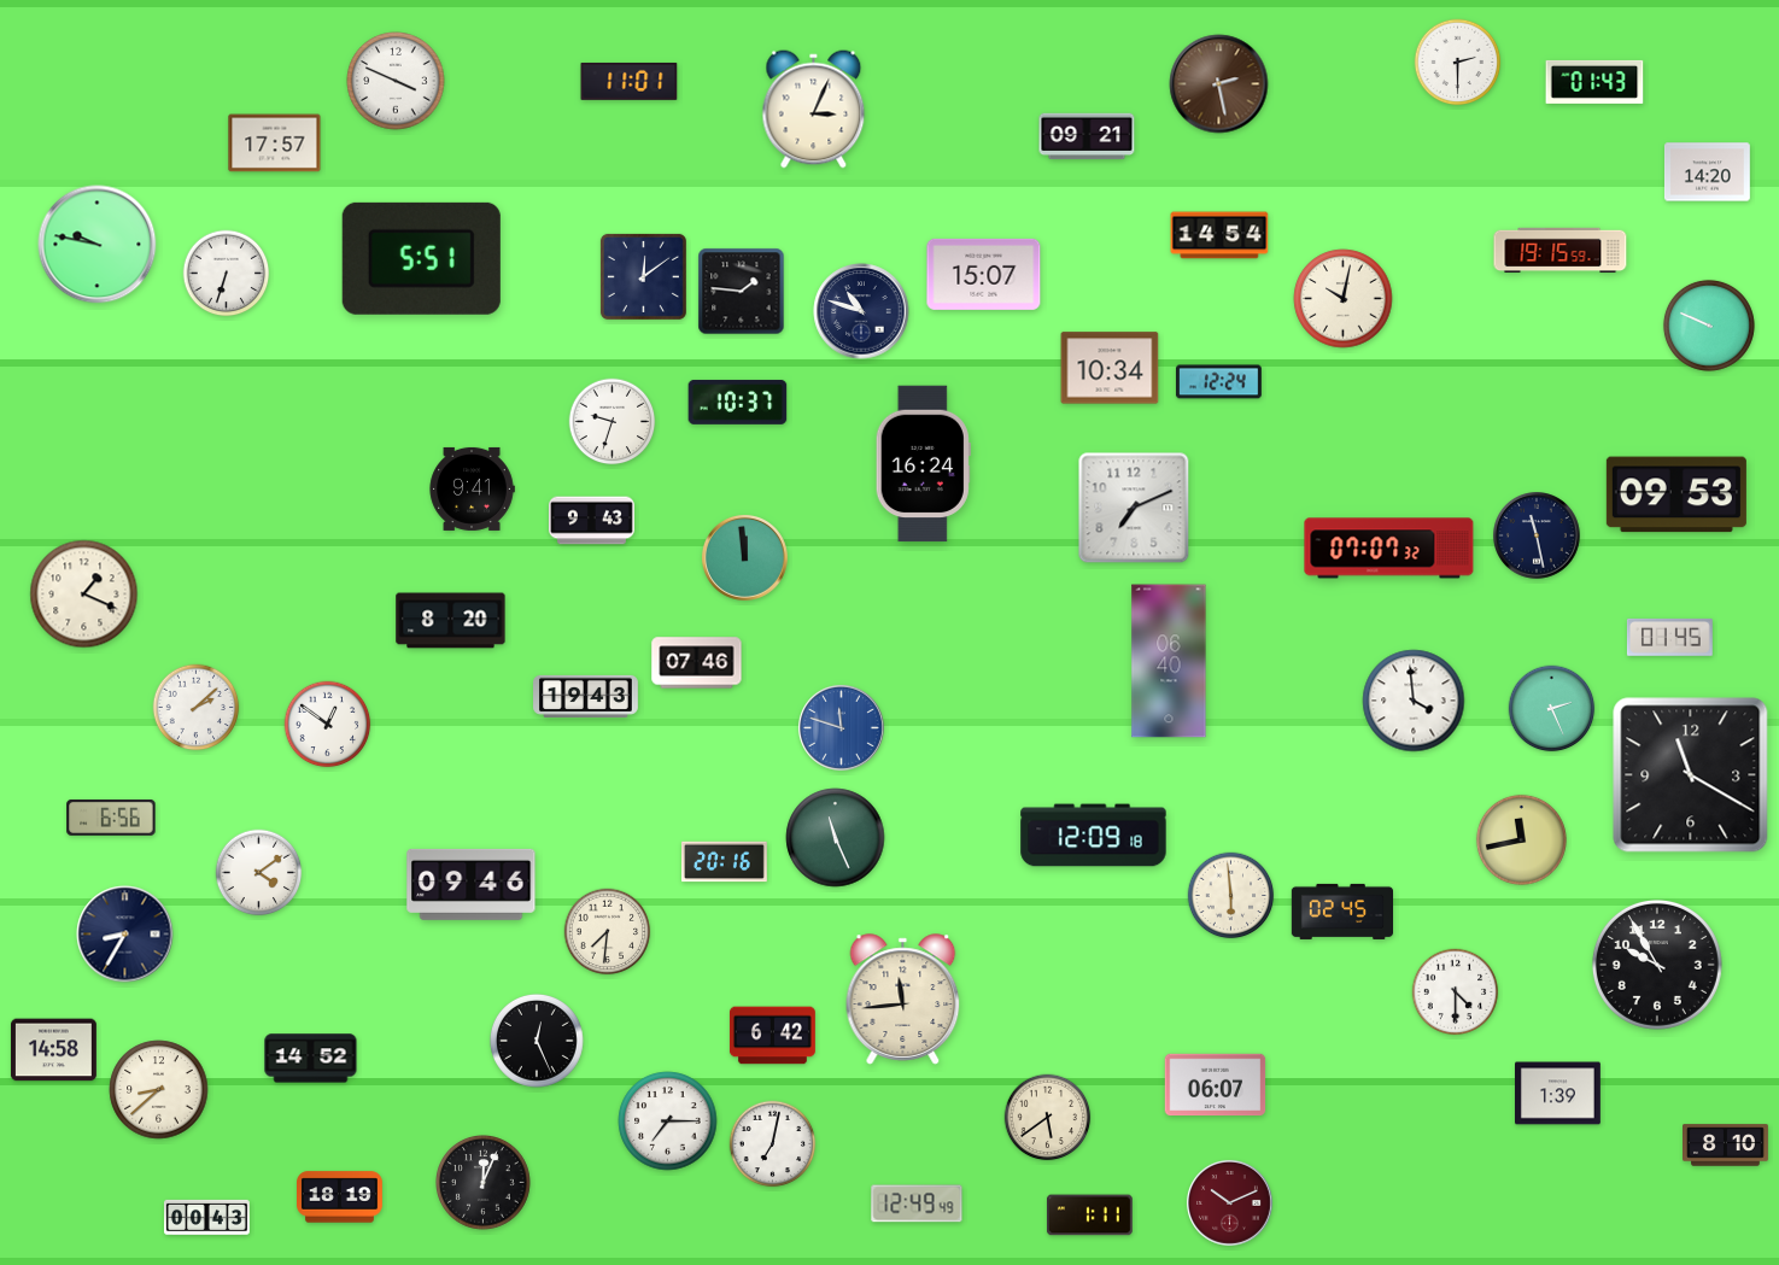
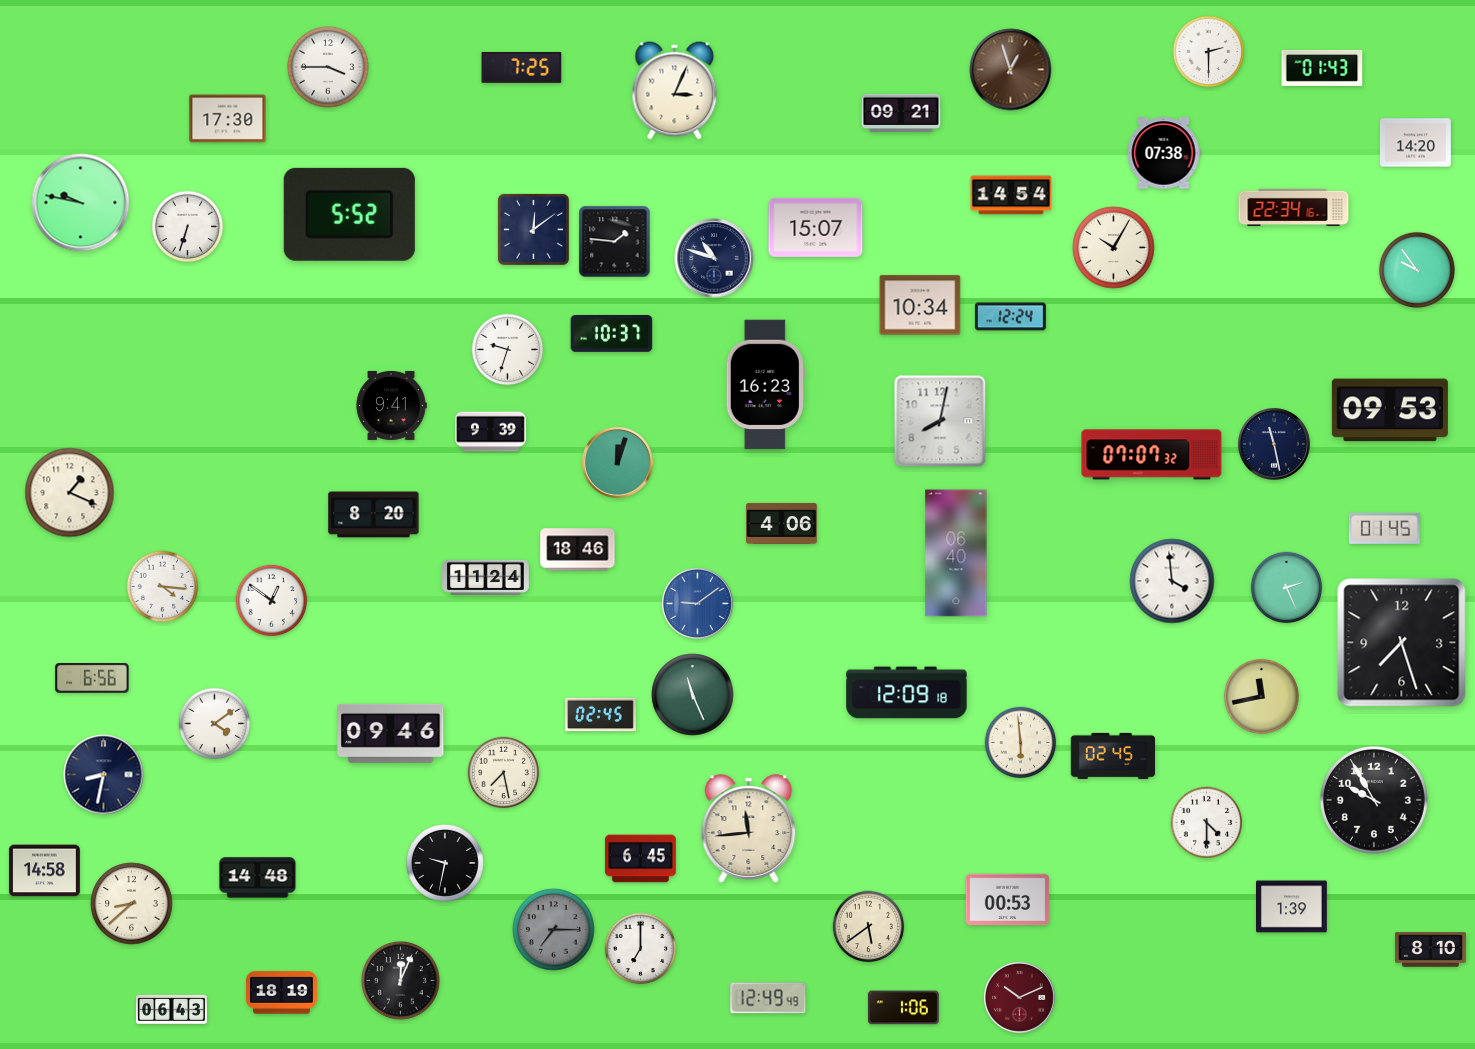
clock at (396, 81): 3:49 -> 3:45
clock at (630, 81): 11:01 -> 7:25
clock at (1219, 84): 2:28 -> 12:57
clock at (275, 144): 17:57 -> 17:30
clock at (1164, 153): none -> 07:38
clock at (1561, 251): 19:15 -> 22:34
clock at (421, 258): 5:51 -> 5:52
clock at (1344, 299): 10:02 -> 10:05
clock at (1709, 326): 9:49 -> 9:54
clock at (923, 464): 16:24 -> 16:23
clock at (1134, 508): 7:11 -> 8:02
clock at (592, 521): 9:43 -> 9:39
clock at (744, 557): 11:59 -> 12:03
clock at (782, 523): none -> 4:06
clock at (1169, 661) position: (1169, 661) -> (956, 553)
clock at (697, 663): 07:46 -> 18:46
clock at (586, 696): 19:43 -> 11:24
clock at (197, 708): 2:08 -> 4:16
clock at (841, 727): 11:48 -> 9:09
clock at (1691, 775): 11:20 -> 7:27
clock at (725, 862): 20:16 -> 02:45
clock at (608, 932): 7:31 -> 7:28
clock at (125, 935): 8:35 -> 8:32
clock at (773, 1036): 6:42 -> 6:45
clock at (537, 1041): 12:26 -> 9:32
clock at (311, 1059): 14:52 -> 14:48
clock at (1216, 1085): 06:07 -> 00:53
clock at (668, 1121) dial: white -> grey
clock at (773, 1144): 7:02 -> 7:00
clock at (917, 1203) position: (917, 1203) -> (768, 998)
clock at (1089, 1216): 1:11 -> 1:06
clock at (207, 1217): 00:43 -> 06:43
